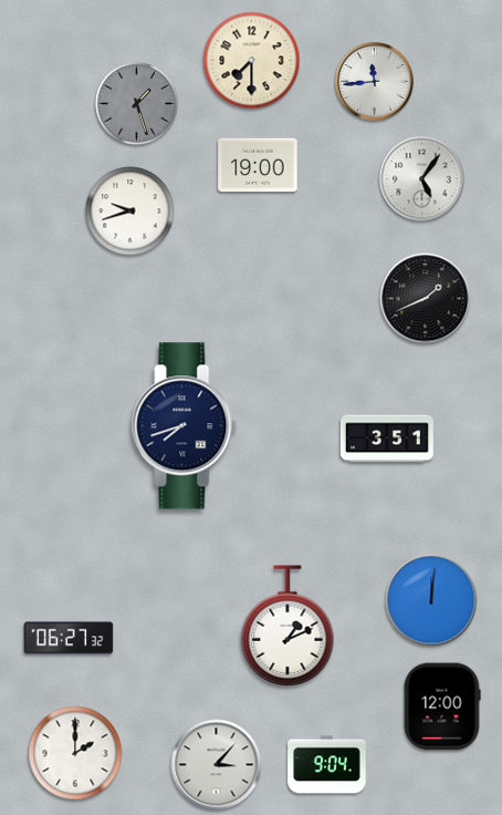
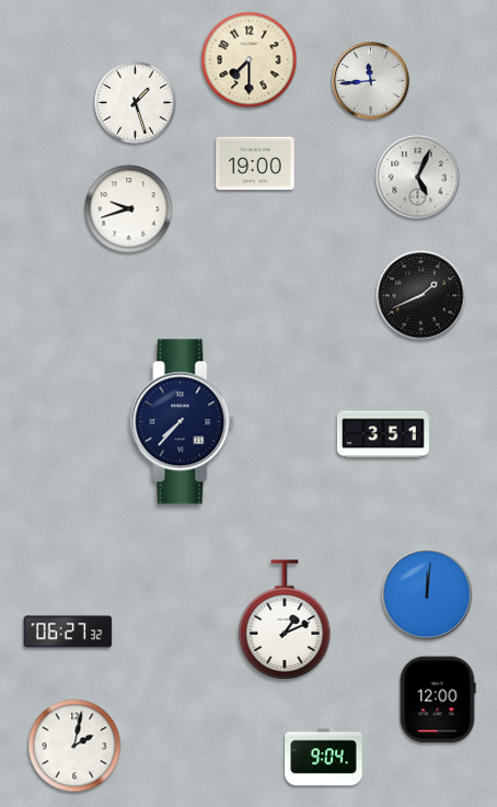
clock at (137, 104) dial: grey -> white
clock at (422, 179): 5:06 -> 5:04
clock at (185, 426): 7:42 -> 7:37
clock at (75, 753): 2:00 -> 2:02
clock at (217, 765): 3:07 -> none
